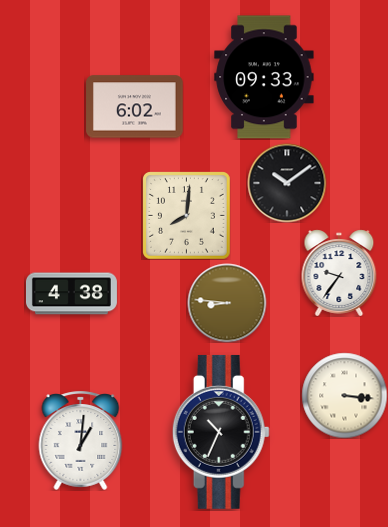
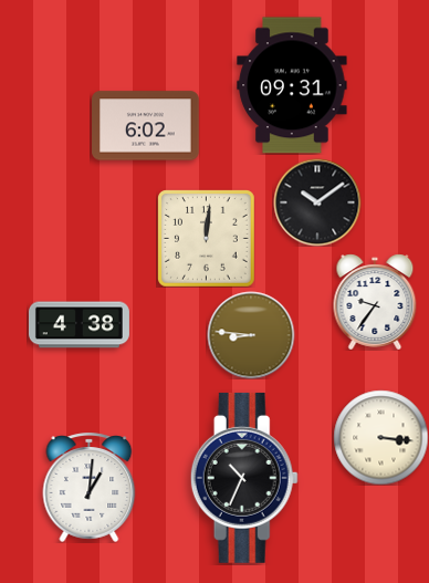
clock at (264, 77): 09:33 -> 09:31
clock at (135, 107) position: (135, 107) -> (146, 126)
clock at (187, 216): 8:01 -> 12:01
